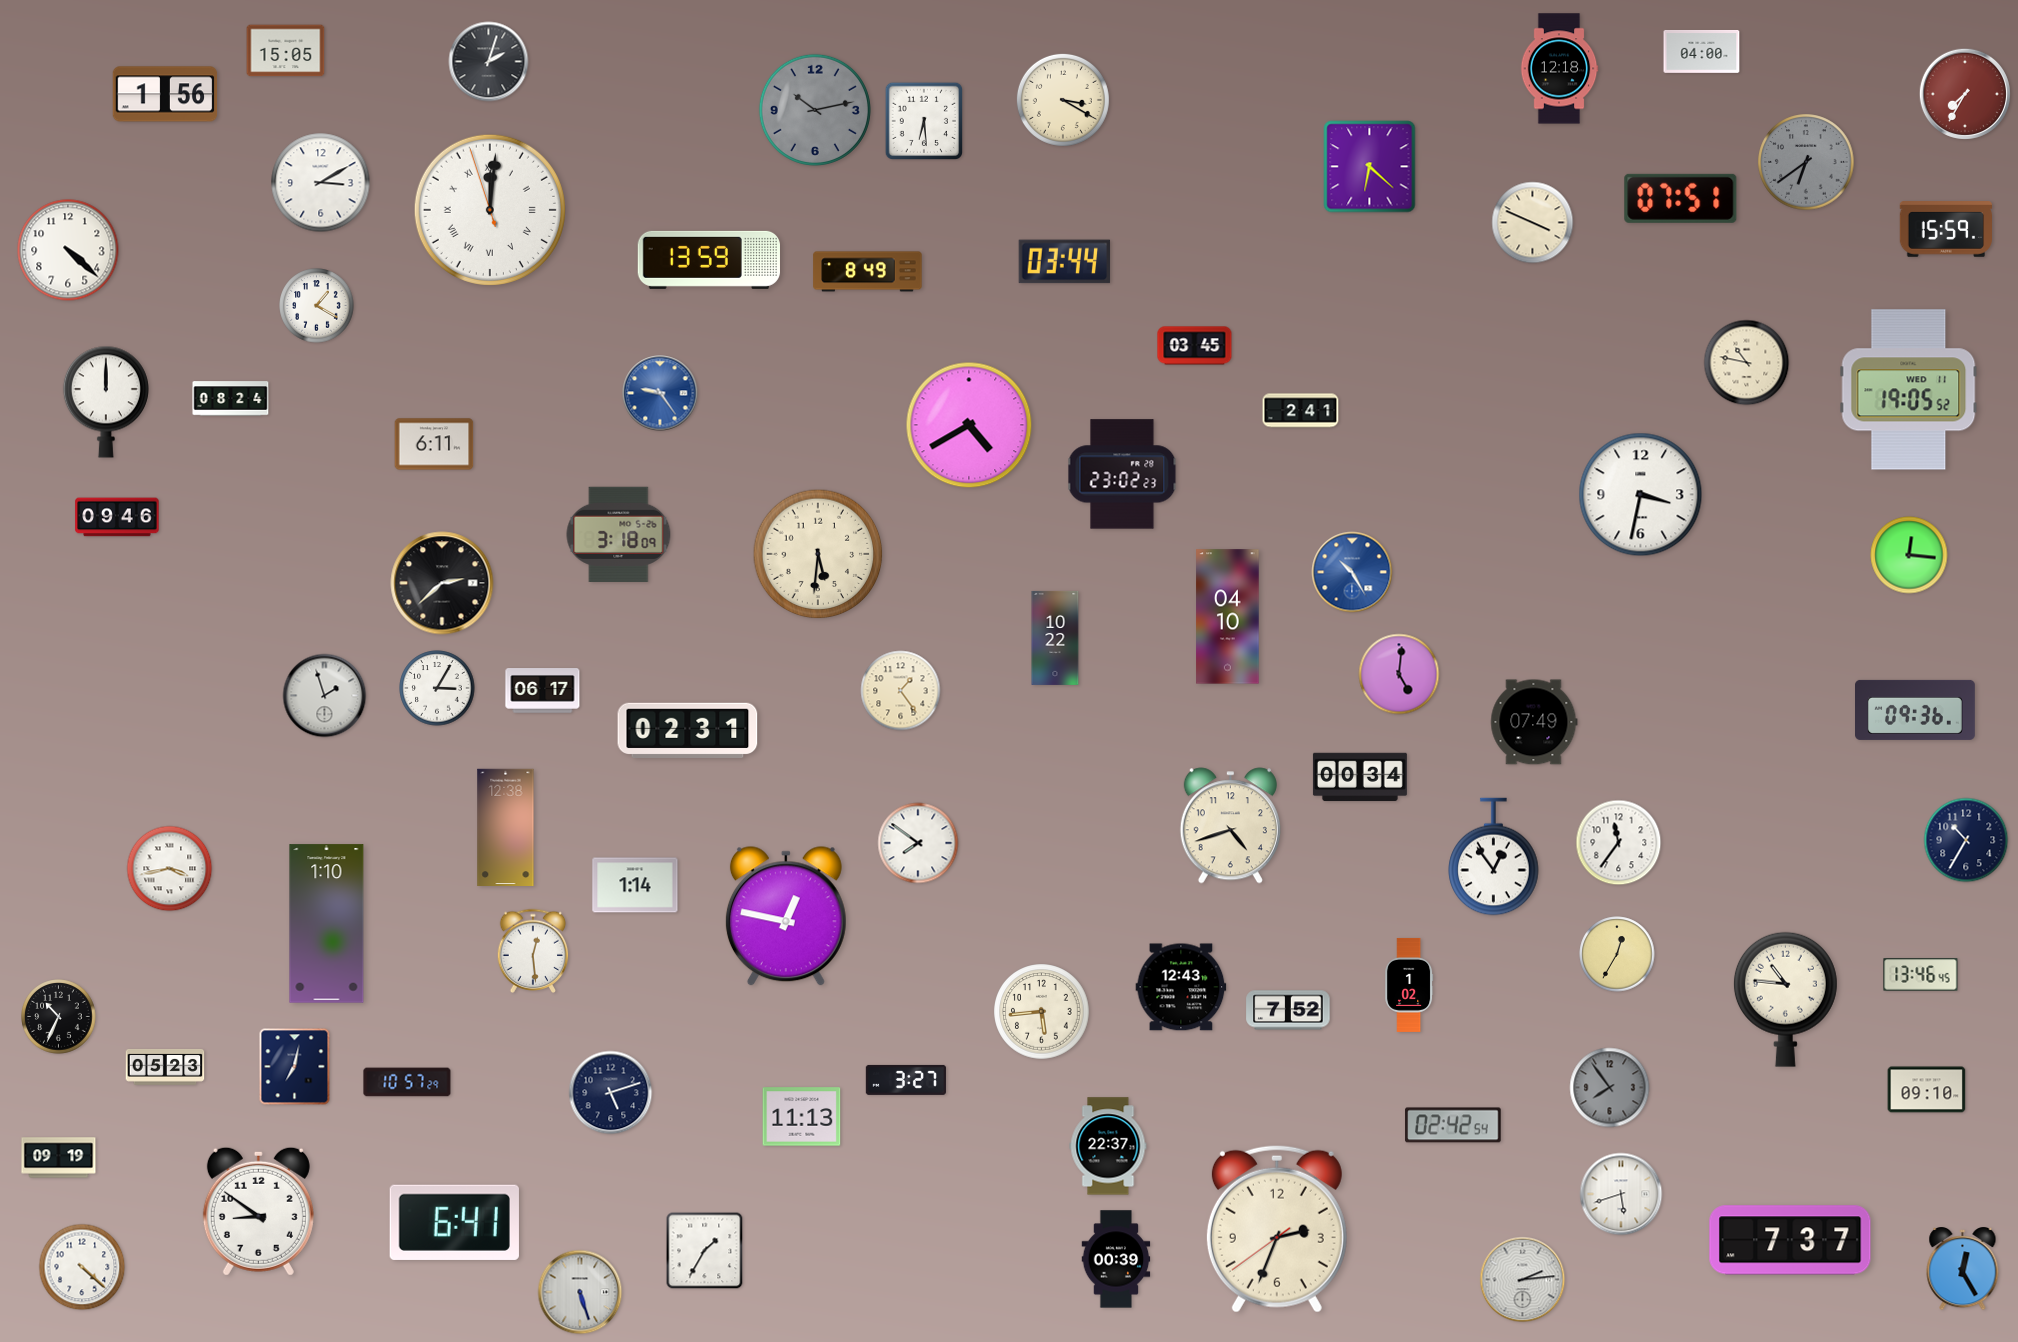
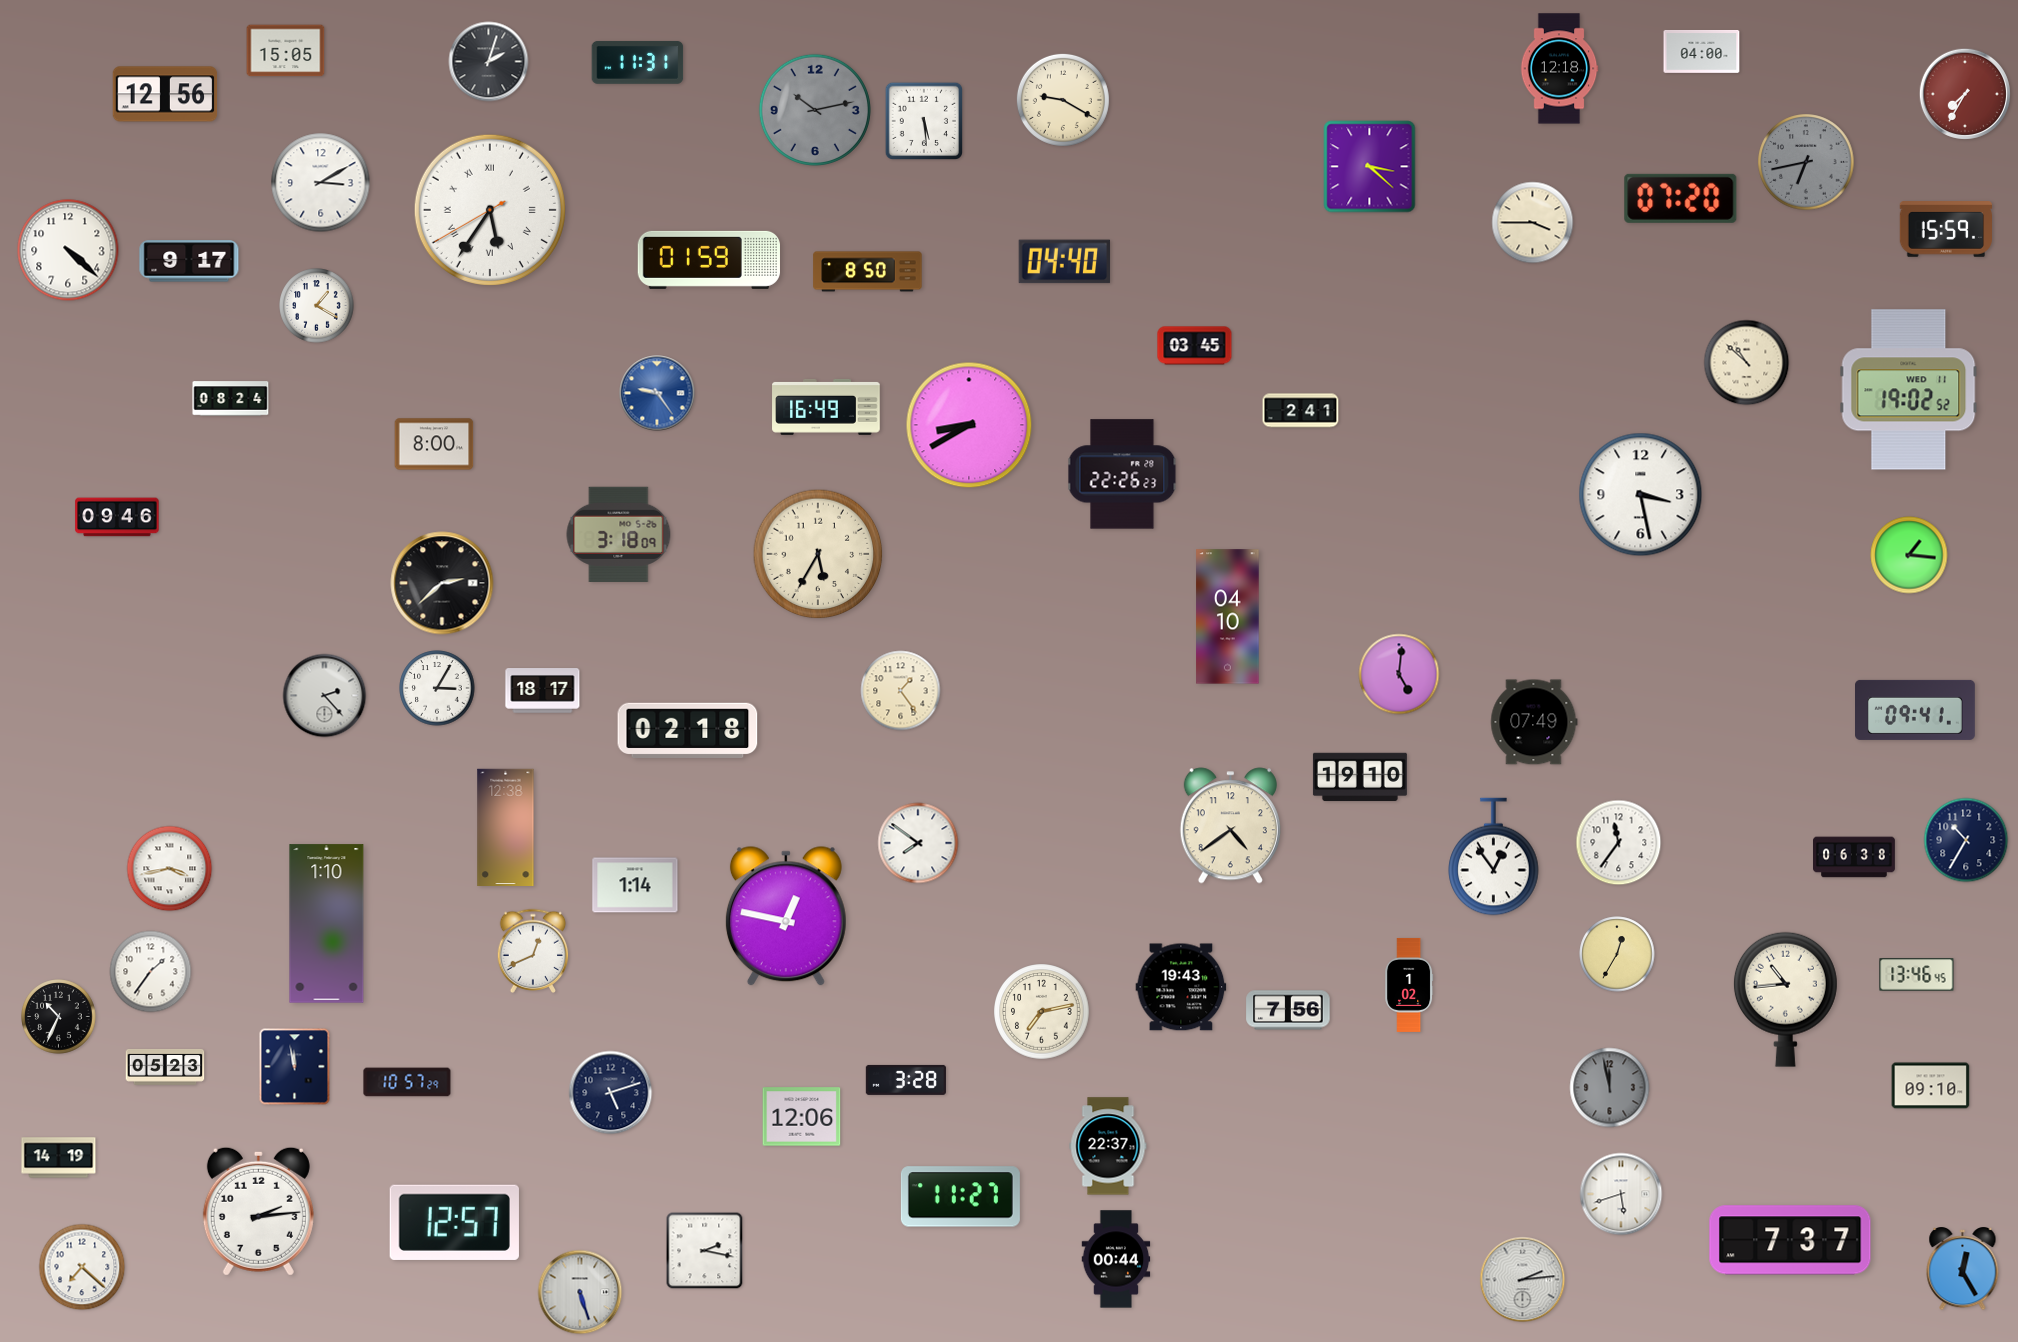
clock at (638, 62): none -> 11:31
clock at (165, 94): 1:56 -> 12:56
clock at (1063, 100): 3:20 -> 9:20
clock at (923, 120): 6:29 -> 5:29
clock at (1806, 162): 6:39 -> 6:43
clock at (1370, 167): 6:22 -> 3:22
clock at (1681, 198): 07:51 -> 07:20
clock at (490, 210): 12:00 -> 5:35
clock at (1533, 223): 3:49 -> 3:45
clock at (709, 260): 13:59 -> 01:59
clock at (189, 261): none -> 9:17
clock at (1065, 262): 03:44 -> 04:40
clock at (868, 272): 8:49 -> 8:50
clock at (1747, 363): 10:47 -> 10:52
clock at (1909, 390): 19:05 -> 19:02
clock at (660, 393) position: (660, 393) -> (657, 393)
clock at (106, 402): 12:00 -> none
clock at (826, 407): none -> 16:49
clock at (969, 425): 4:40 -> 8:40
clock at (434, 444): 6:11 -> 8:00
clock at (1122, 474): 23:02 -> 22:26
clock at (1641, 495): 3:32 -> 3:28
clock at (818, 554): 5:31 -> 5:35
clock at (1909, 555): 12:16 -> 1:16
clock at (1352, 572): 10:25 -> none
clock at (1055, 638): 10:22 -> none
clock at (543, 691): 06:17 -> 18:17
clock at (325, 696): 1:57 -> 2:23
clock at (1916, 710): 09:36 -> 09:41
clock at (688, 731): 02:31 -> 02:18
clock at (1360, 777): 00:34 -> 19:10
clock at (1230, 826): 4:42 -> 4:39
clock at (1855, 857): none -> 06:38
clock at (533, 951): 12:29 -> 12:41
clock at (151, 972): none -> 1:36
clock at (1921, 975) position: (1921, 975) -> (1917, 975)
clock at (1181, 987): 12:43 -> 19:43
clock at (1785, 999): 10:46 -> 10:44
clock at (1288, 1010): 7:52 -> 7:56
clock at (1042, 1012): 5:44 -> 7:13
clock at (295, 1067): 7:02 -> 11:58
clock at (906, 1080): 3:27 -> 3:28
clock at (1610, 1088): 7:54 -> 11:58
clock at (1927, 1090) position: (1927, 1090) -> (1931, 1086)
clock at (802, 1117): 11:13 -> 12:06
clock at (1453, 1125): 02:42 -> none
clock at (59, 1158): 09:19 -> 14:19
clock at (960, 1197): none -> 11:27
clock at (258, 1211): 8:51 -> 2:14
clock at (454, 1222): 6:41 -> 12:57
clock at (1277, 1229): 2:33 -> none
clock at (705, 1251): 1:35 -> 2:17
clock at (1116, 1259): 00:39 -> 00:44
clock at (82, 1267): 4:22 -> 7:22
